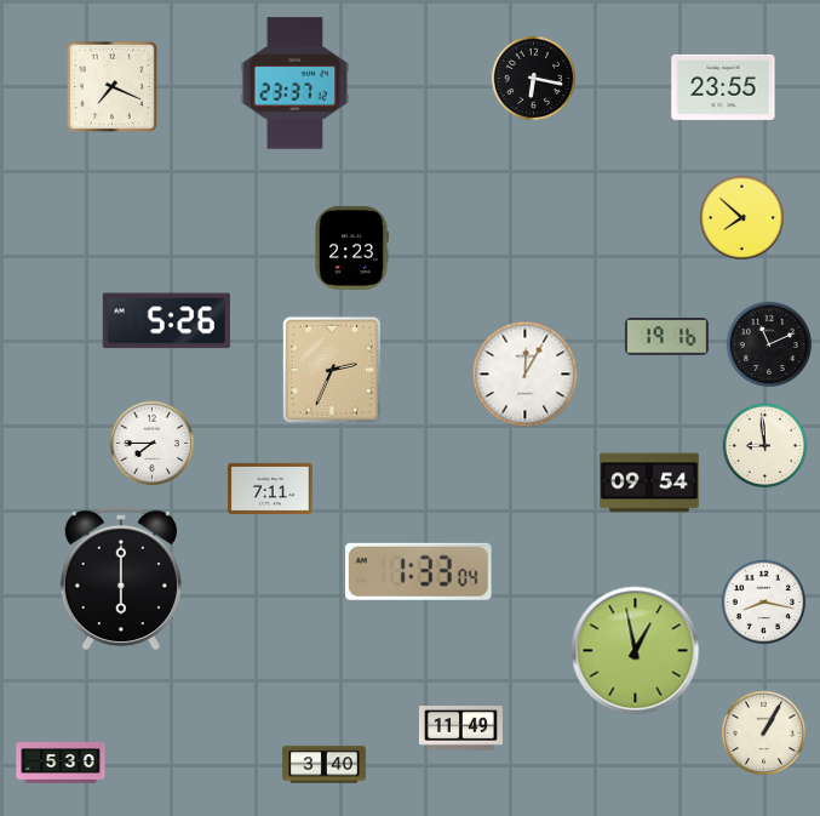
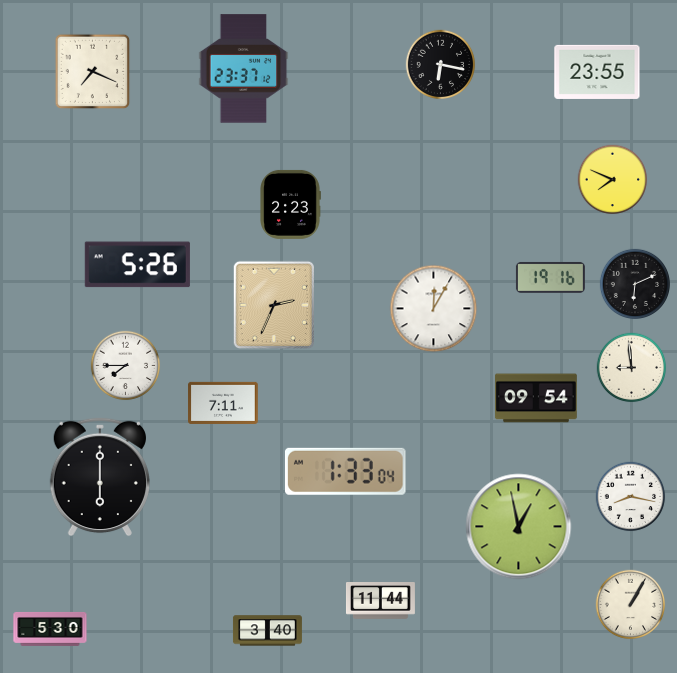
clock at (742, 218): 7:52 -> 7:49
clock at (768, 343): 11:11 -> 6:11
clock at (636, 651) position: (636, 651) -> (519, 527)
clock at (460, 729): 11:49 -> 11:44
